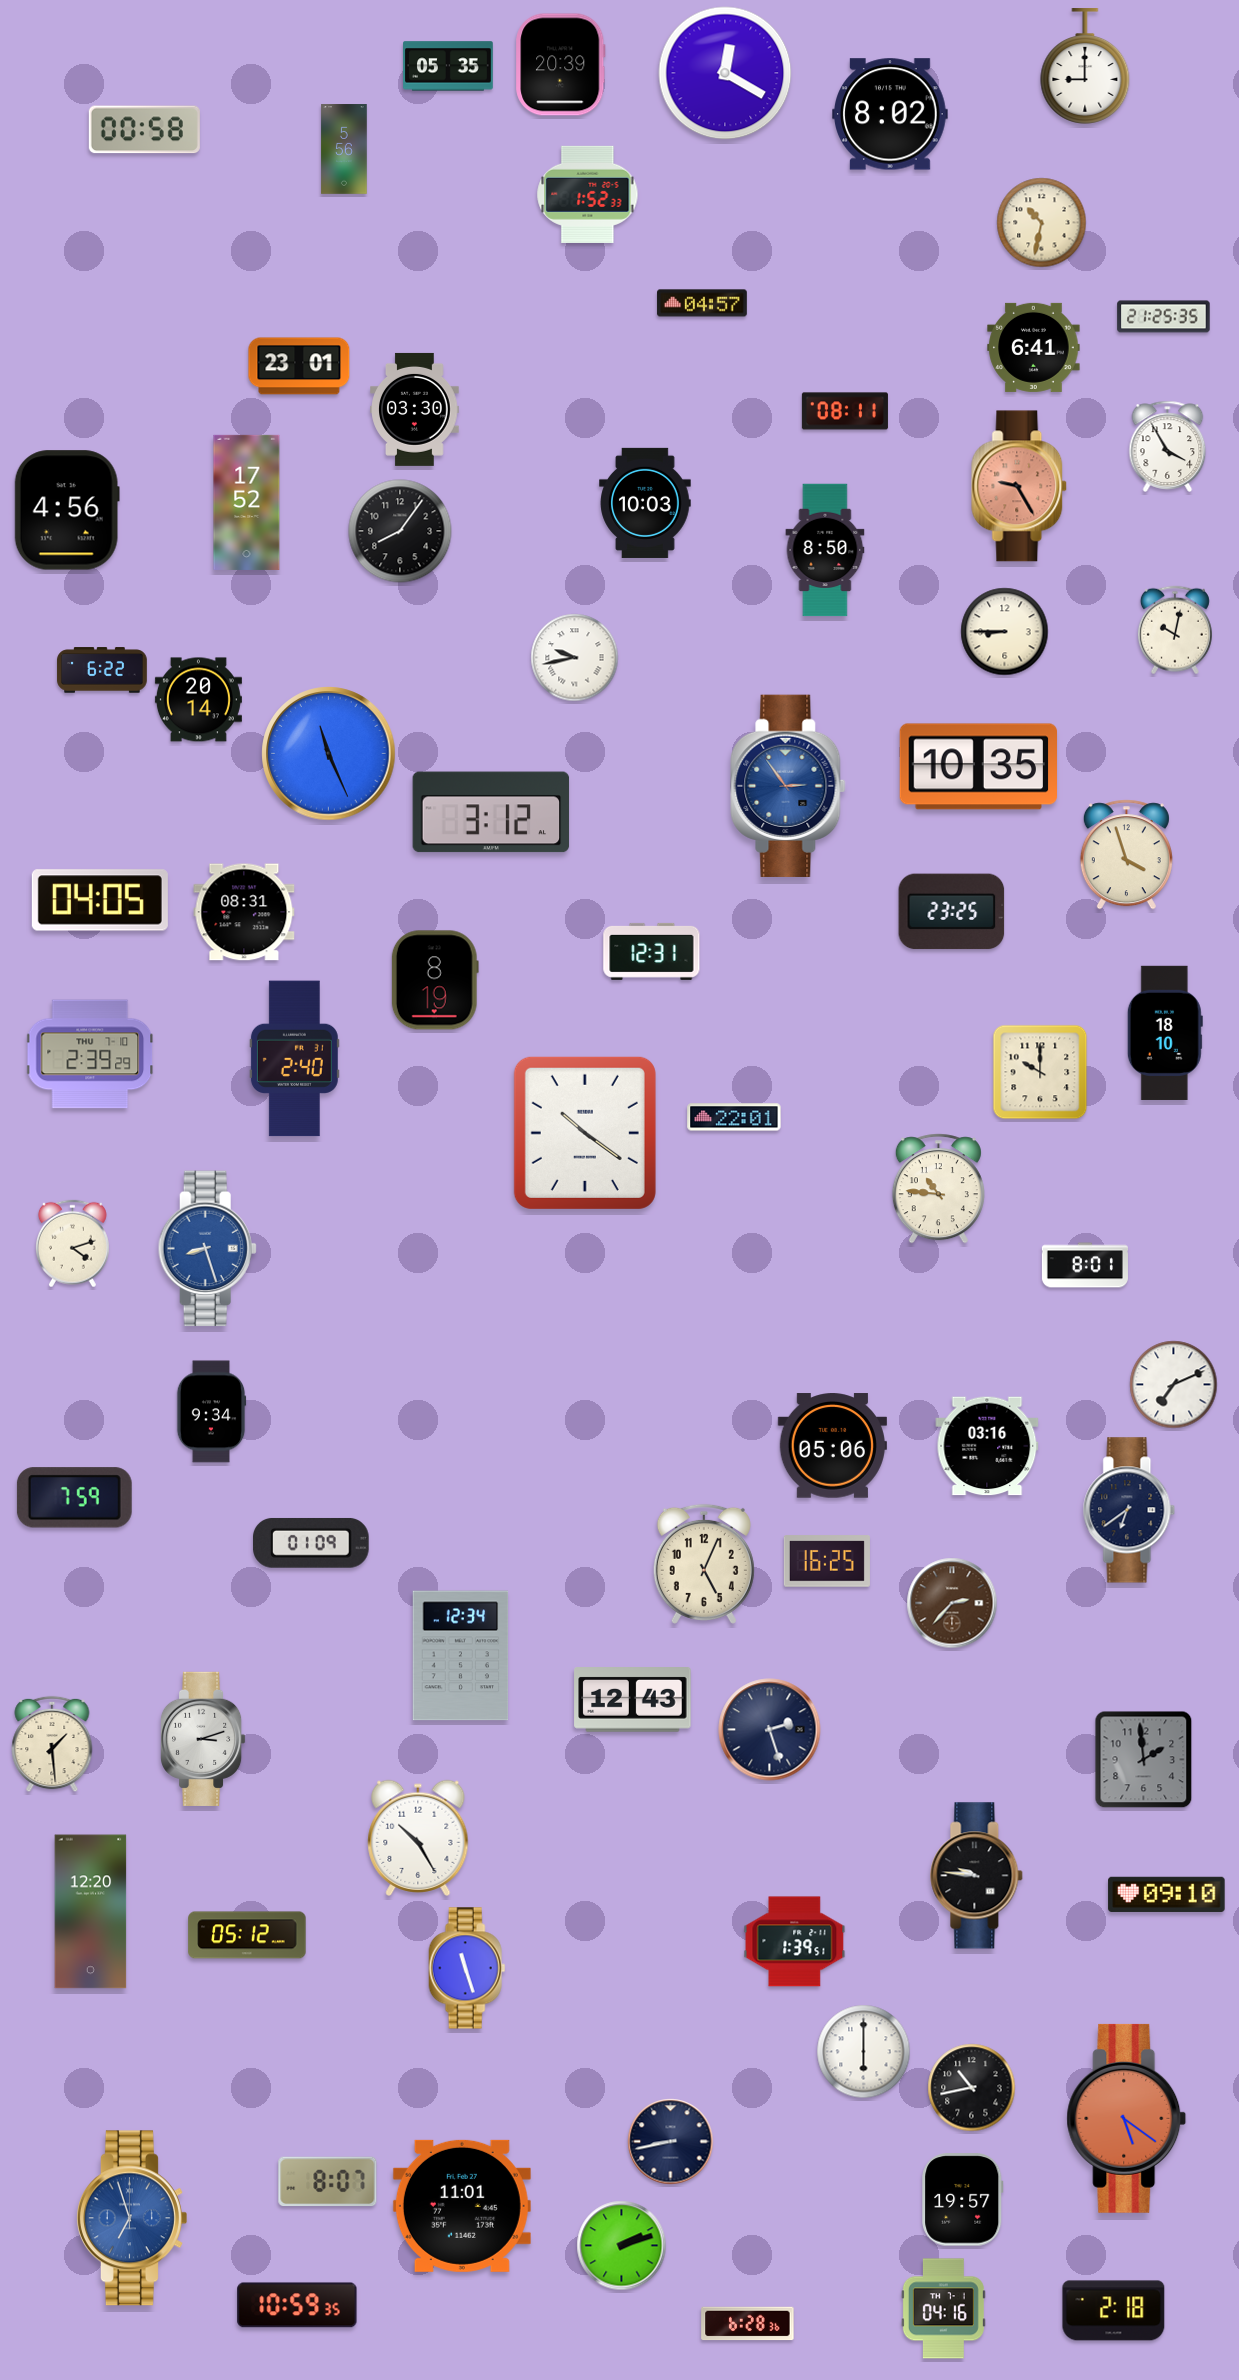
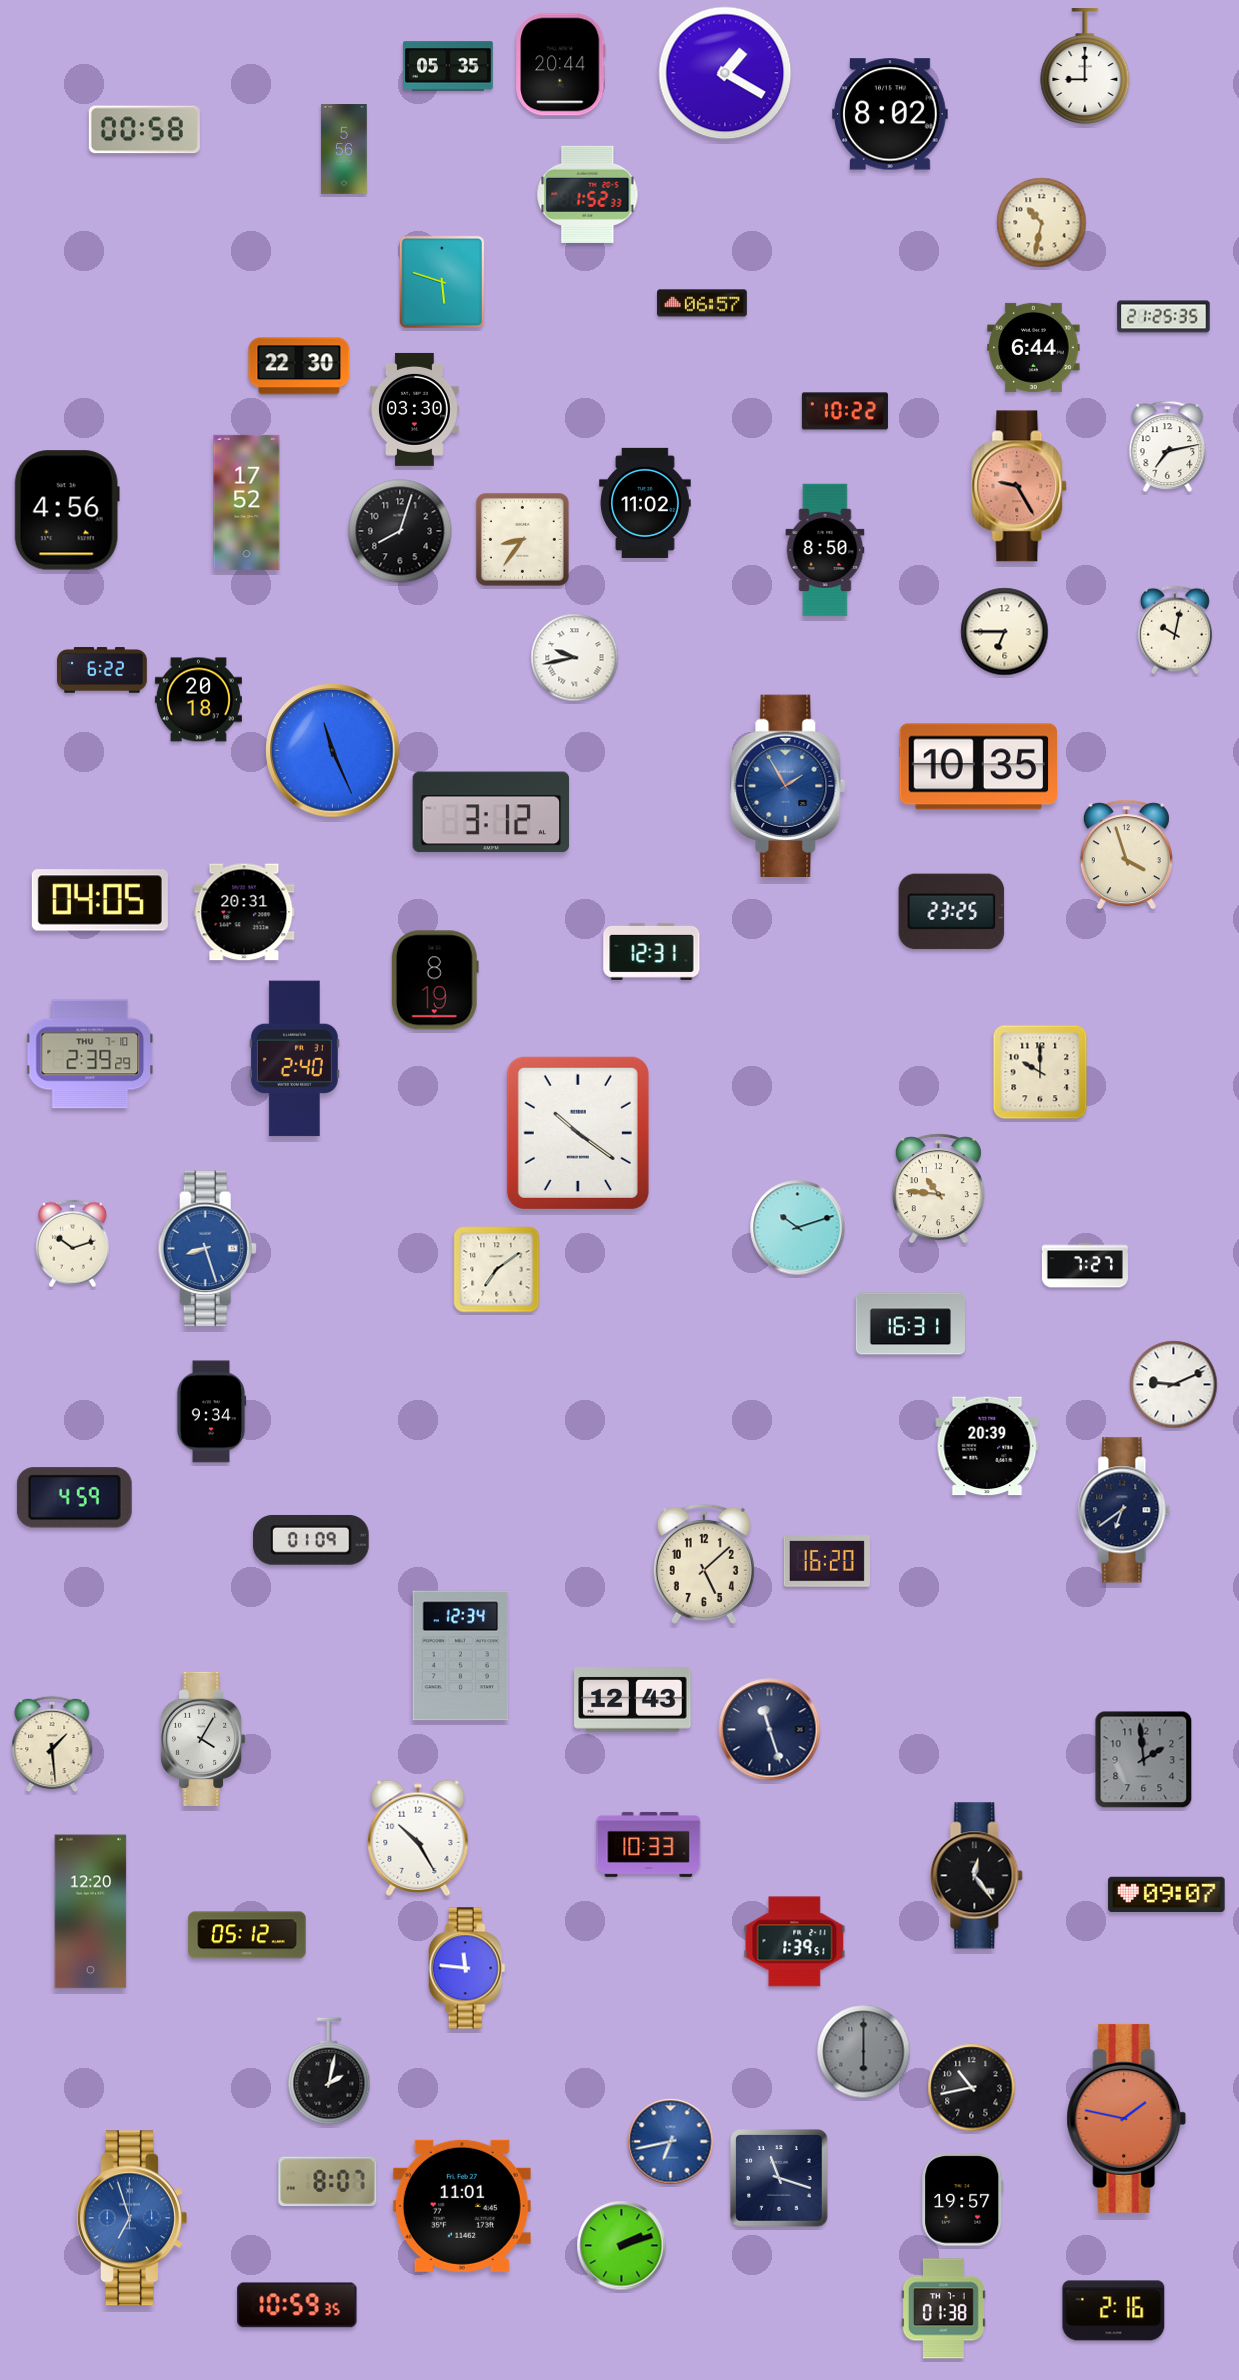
clock at (561, 65): 20:39 -> 20:44
clock at (725, 73): 12:20 -> 1:20
clock at (442, 282): none -> 5:48
clock at (702, 303): 04:57 -> 06:57
clock at (1034, 347): 6:41 -> 6:44
clock at (299, 366): 23:01 -> 22:30
clock at (845, 411): 08:11 -> 10:22
clock at (1168, 446): 3:55 -> 7:13
clock at (645, 503): 10:03 -> 11:02
clock at (400, 531): 8:06 -> 8:03
clock at (522, 539): none -> 8:36
clock at (1005, 632): 8:45 -> 6:45
clock at (198, 700): 20:14 -> 20:18
clock at (329, 754) position: (329, 754) -> (333, 751)
clock at (788, 786): 2:54 -> 1:55
clock at (244, 912): 08:31 -> 20:31
clock at (1165, 1033): 18:10 -> none
clock at (734, 1117): 22:01 -> none
clock at (585, 1133) position: (585, 1133) -> (578, 1133)
clock at (798, 1228): none -> 10:12
clock at (72, 1244): 4:12 -> 10:12
clock at (1085, 1265): 8:01 -> 7:27
clock at (497, 1270): none -> 7:09
clock at (910, 1324): none -> 16:31
clock at (1174, 1385): 7:11 -> 9:11
clock at (832, 1446): 05:06 -> none
clock at (987, 1446): 03:16 -> 20:39
clock at (74, 1498): 7:59 -> 4:59
clock at (1129, 1510) position: (1129, 1510) -> (1124, 1510)
clock at (312, 1543) position: (312, 1543) -> (312, 1540)
clock at (827, 1561): 16:25 -> 16:20
clock at (704, 1564): 5:04 -> 5:08
clock at (952, 1603): 2:37 -> none
clock at (770, 1730): 2:27 -> 11:27
clock at (203, 1739): 3:12 -> 4:05
clock at (649, 1844): none -> 10:33
clock at (977, 1876): 9:46 -> 12:24
clock at (1167, 1894): 09:10 -> 09:07
clock at (467, 1968): 11:27 -> 11:46
clock at (864, 2052) dial: white -> grey
clock at (329, 2071): none -> 2:02
clock at (1127, 2118): 5:21 -> 1:47
clock at (671, 2142): 8:43 -> 6:43
clock at (671, 2142) dial: navy -> blue
clock at (780, 2179): none -> 11:18
clock at (943, 2309): 04:16 -> 01:38
clock at (1114, 2311): 2:18 -> 2:16
clock at (748, 2324): 6:28 -> none
